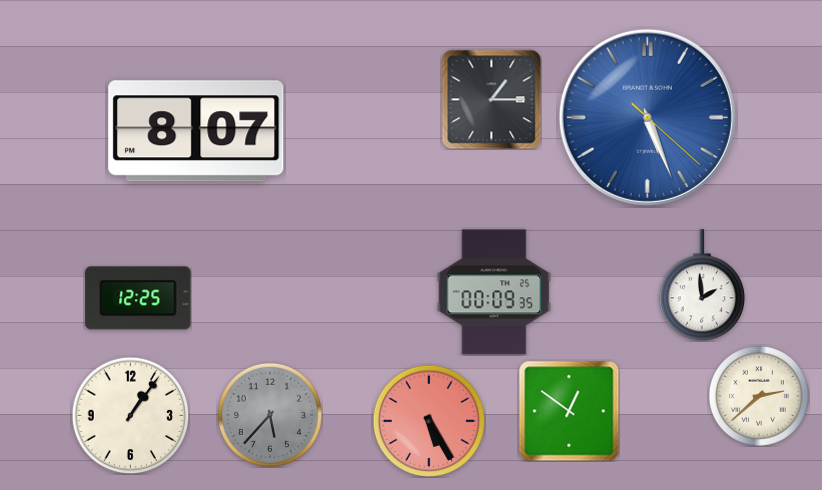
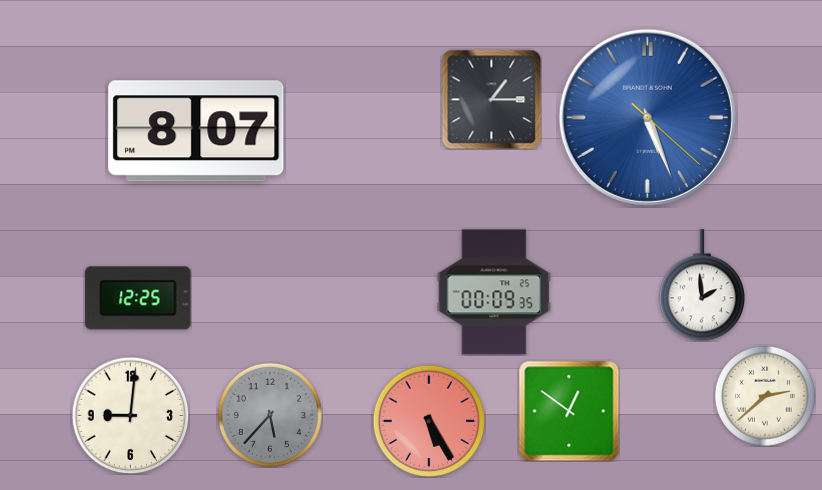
clock at (759, 396) position: (759, 396) -> (765, 396)
clock at (130, 415): 1:06 -> 9:01
